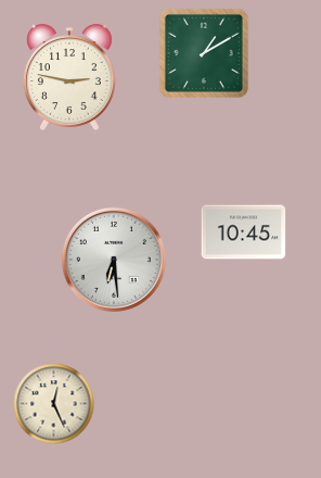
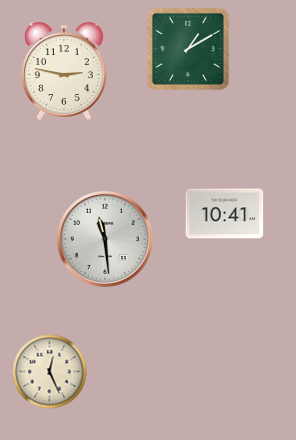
clock at (244, 232): 10:45 -> 10:41
clock at (114, 260): 6:29 -> 11:29
